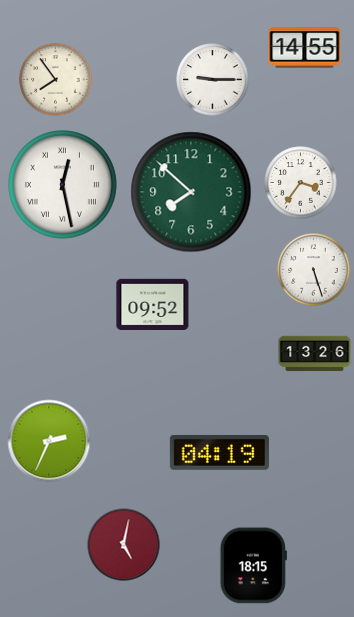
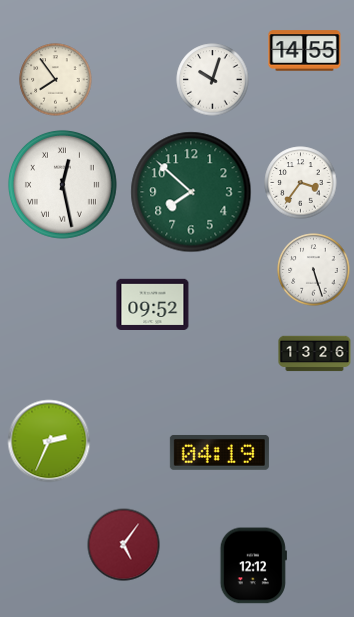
clock at (305, 48) position: (305, 48) -> (305, 51)
clock at (213, 80): 9:15 -> 10:03
clock at (124, 545): 5:02 -> 5:06
clock at (253, 566): 18:15 -> 12:12
